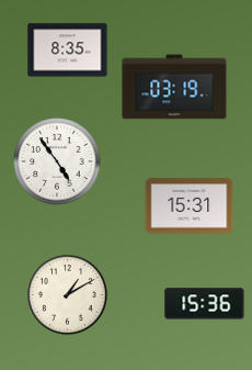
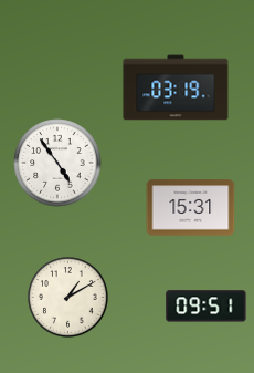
clock at (68, 51): 8:35 -> none
clock at (205, 304): 15:36 -> 09:51
